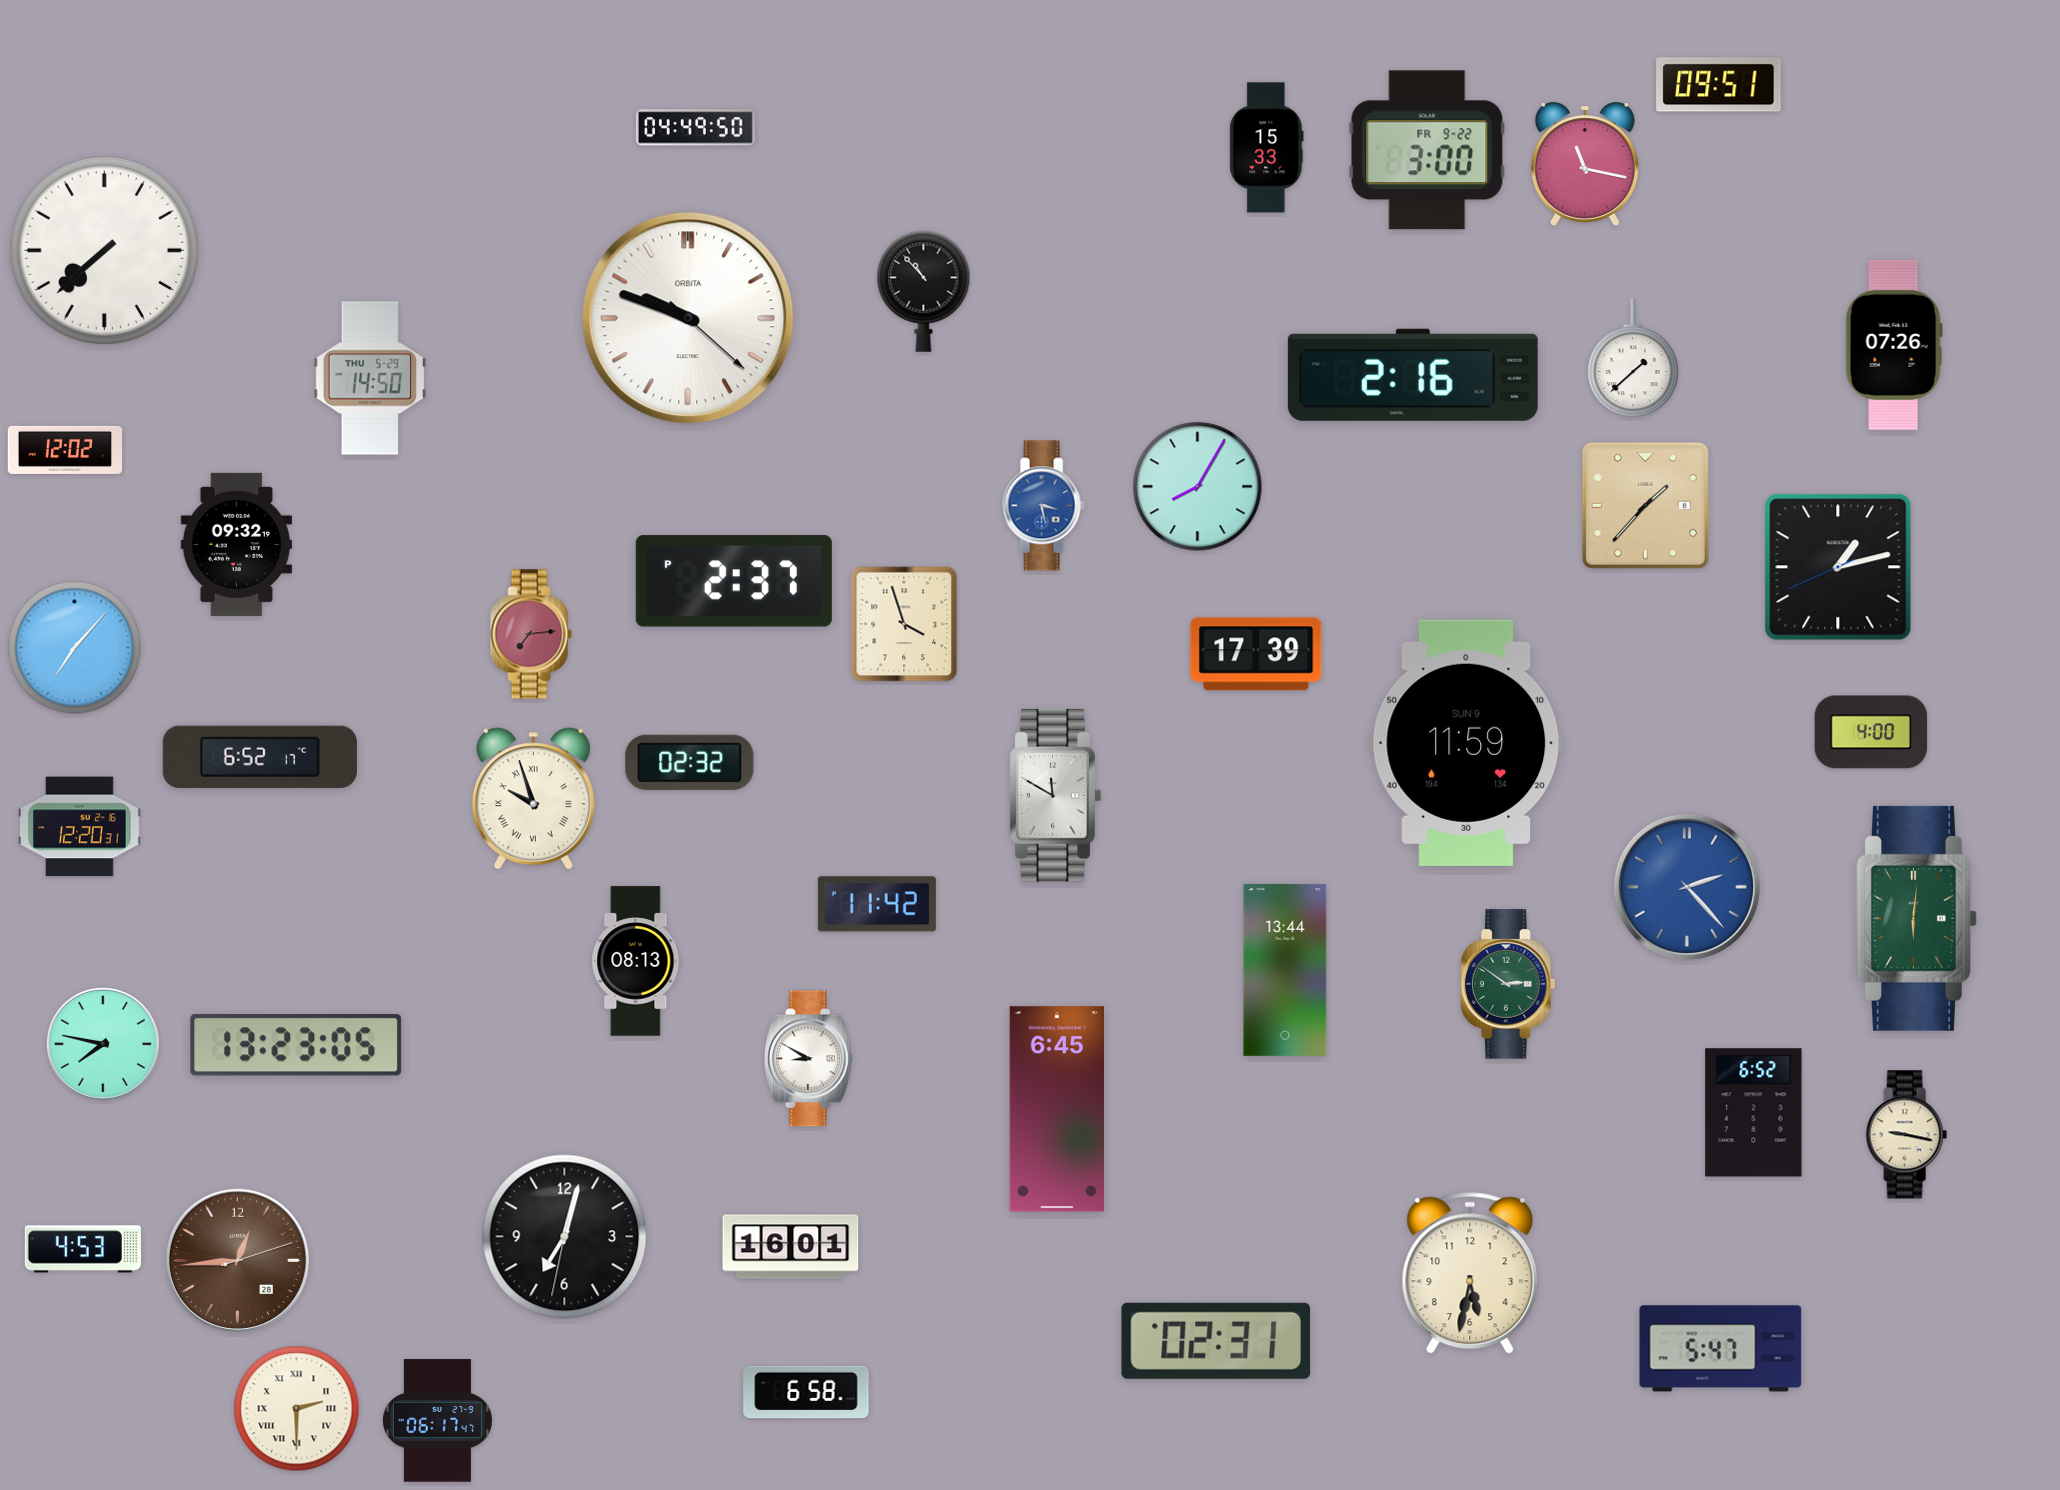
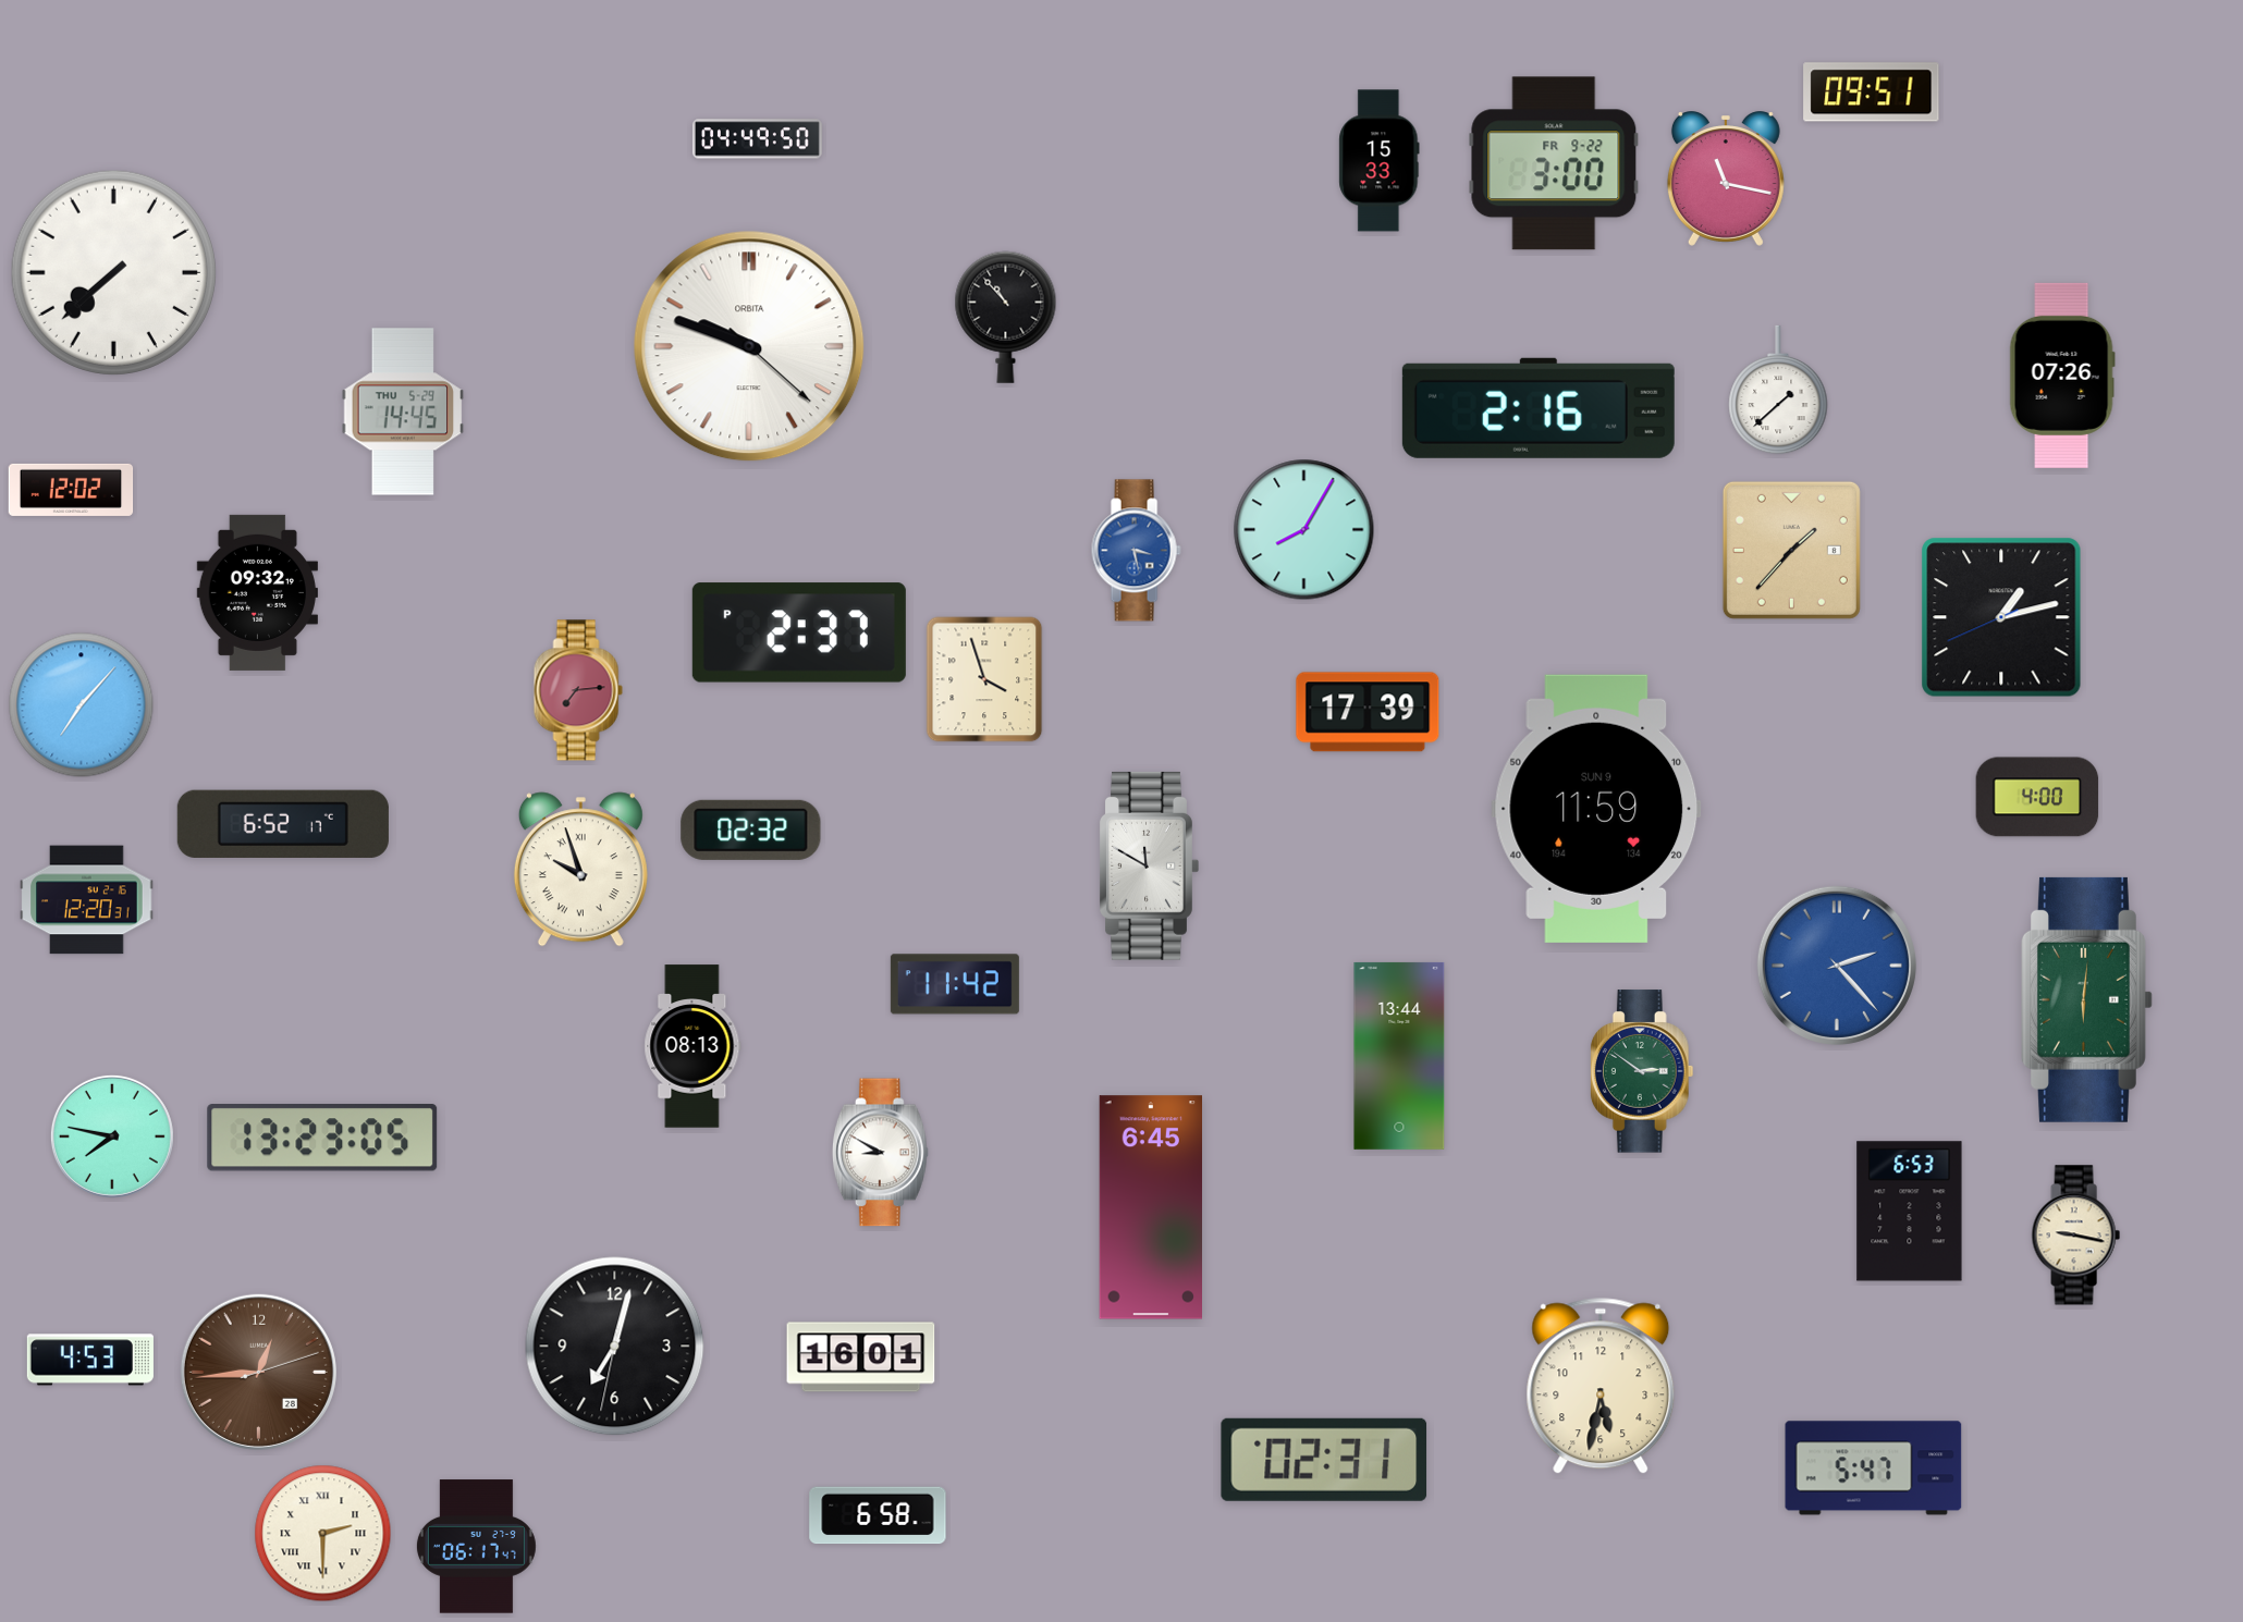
clock at (370, 378): 14:50 -> 14:45
clock at (1754, 1113): 6:52 -> 6:53
